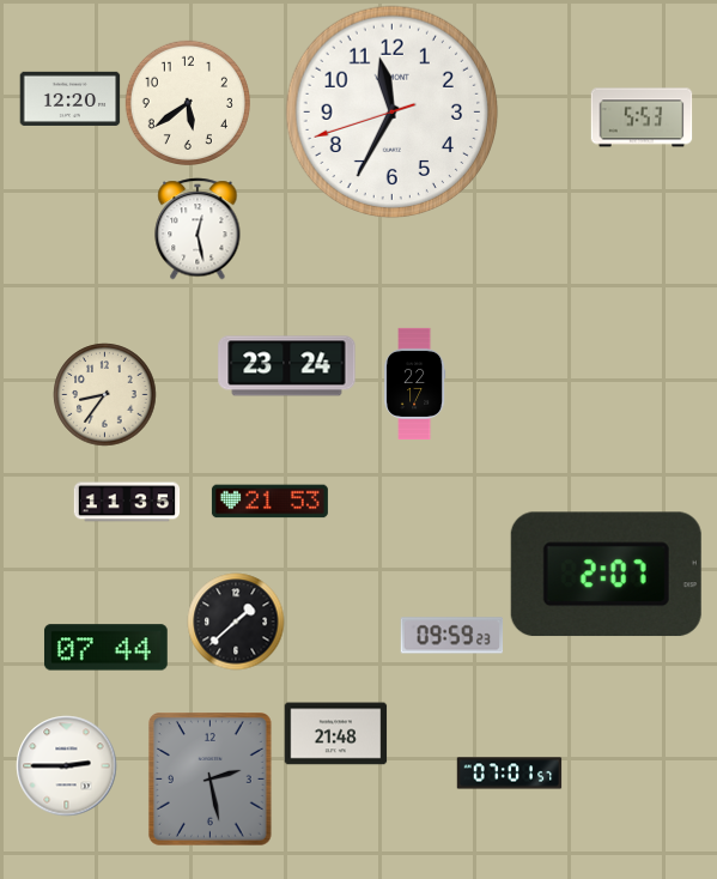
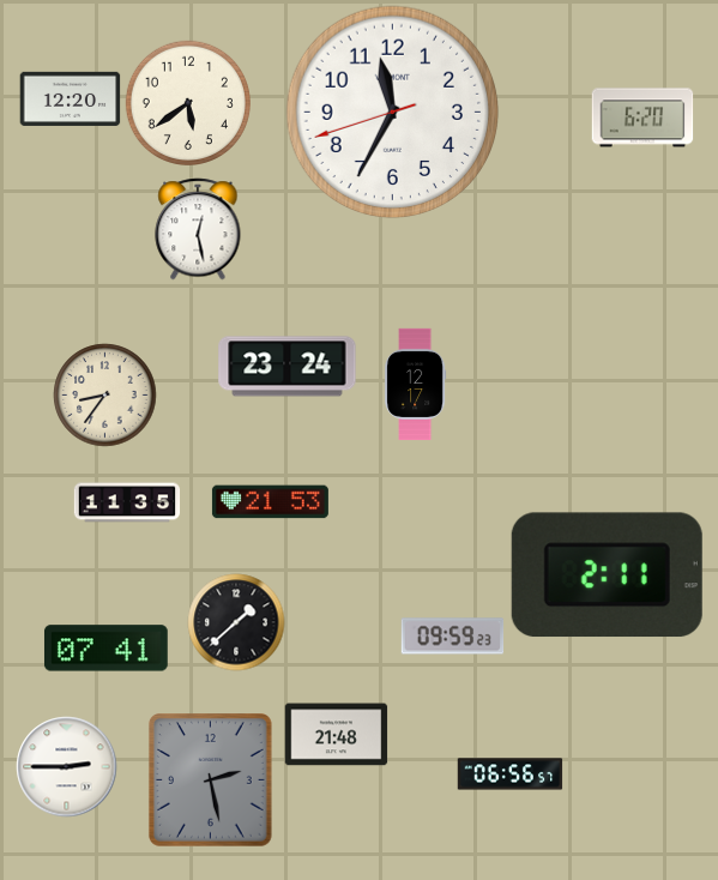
clock at (642, 117): 5:53 -> 6:20
clock at (415, 383): 22:17 -> 12:17
clock at (606, 575): 2:07 -> 2:11
clock at (105, 648): 07:44 -> 07:41
clock at (509, 774): 07:01 -> 06:56
